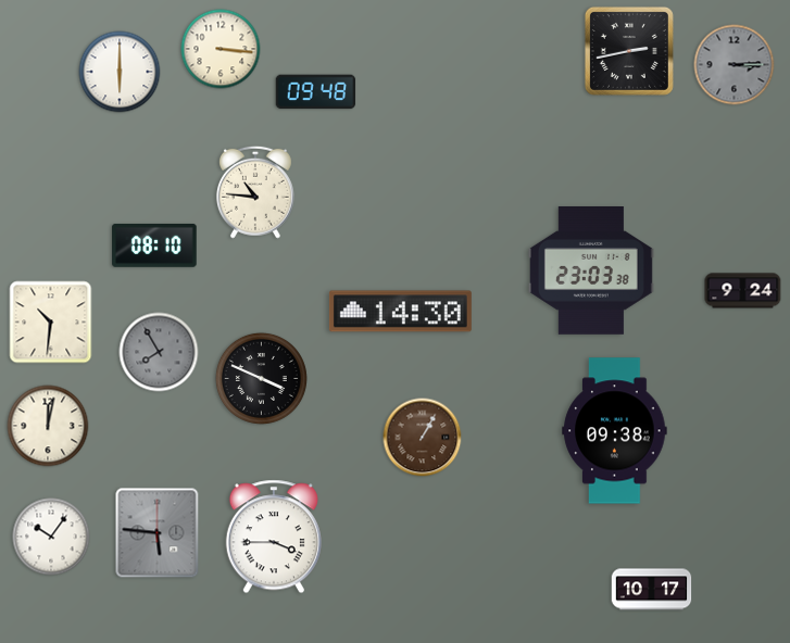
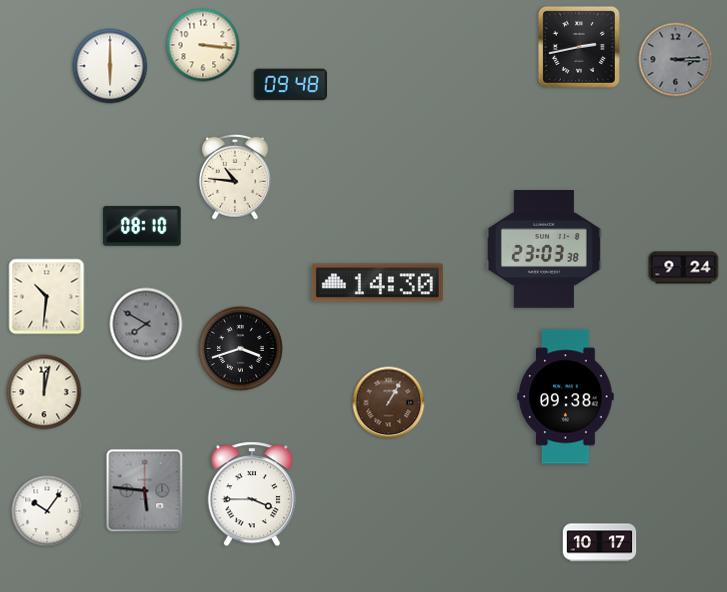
clock at (400, 312) position: (400, 312) -> (377, 283)
clock at (159, 352): 7:55 -> 7:50
clock at (261, 378): 3:49 -> 3:42
clock at (51, 537) position: (51, 537) -> (47, 511)
